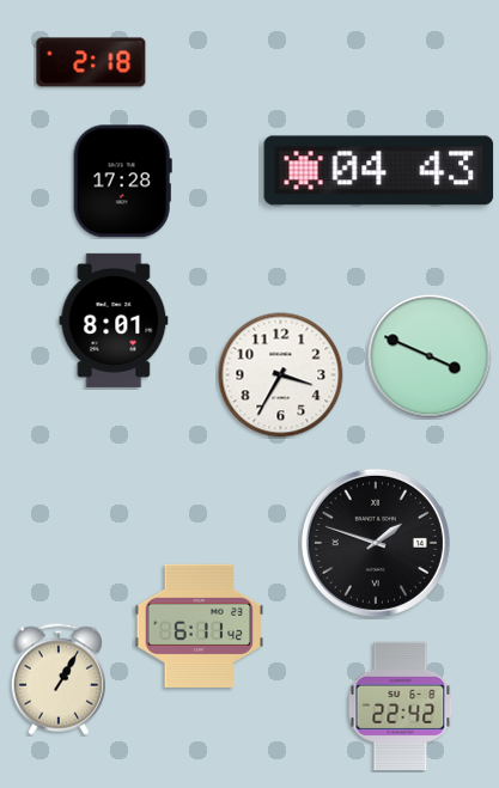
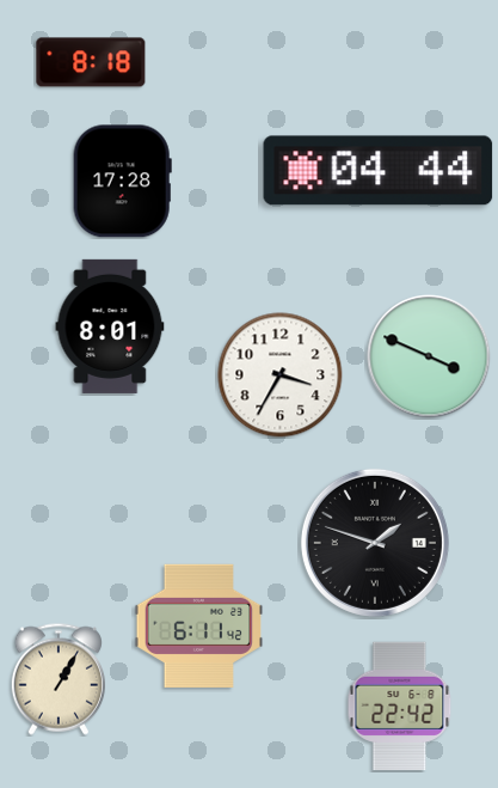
clock at (91, 62): 2:18 -> 8:18
clock at (379, 171): 04:43 -> 04:44
clock at (114, 320) position: (114, 320) -> (110, 326)
